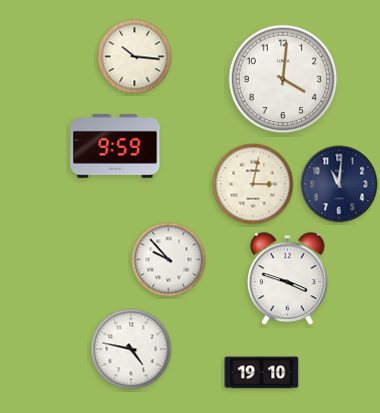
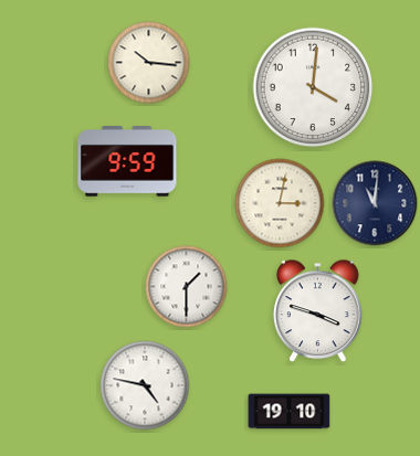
clock at (169, 260): 9:53 -> 1:30
clock at (288, 279) position: (288, 279) -> (318, 311)
